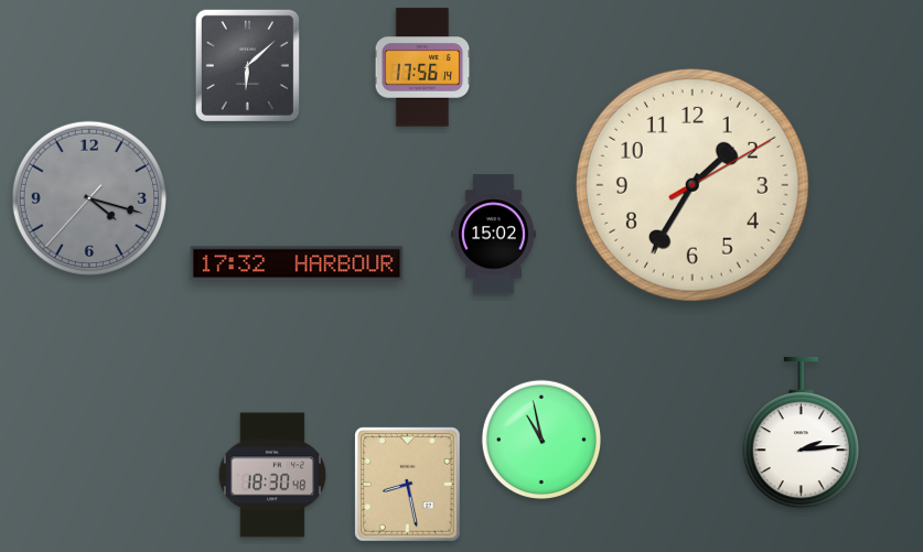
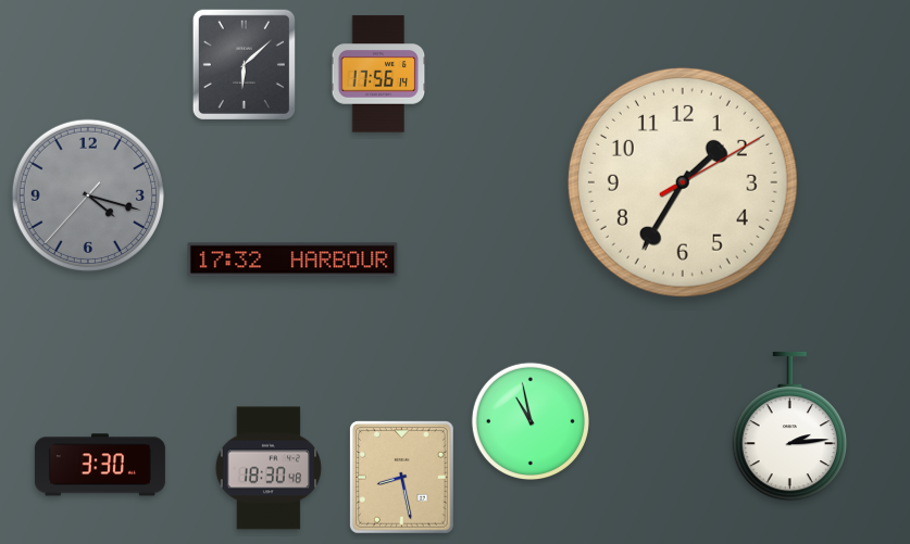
clock at (422, 67) position: (422, 67) -> (378, 74)
clock at (493, 235): 15:02 -> none
clock at (540, 439) position: (540, 439) -> (529, 420)
clock at (100, 465): none -> 3:30
